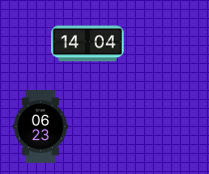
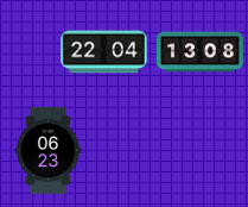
clock at (88, 44): 14:04 -> 22:04
clock at (201, 52): none -> 13:08
